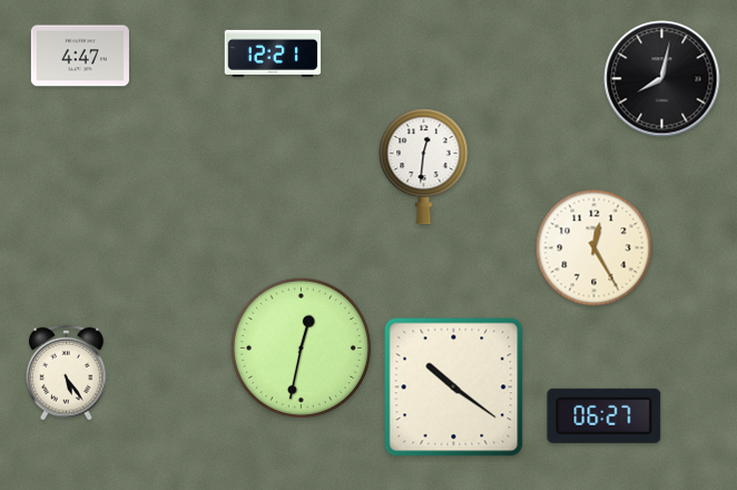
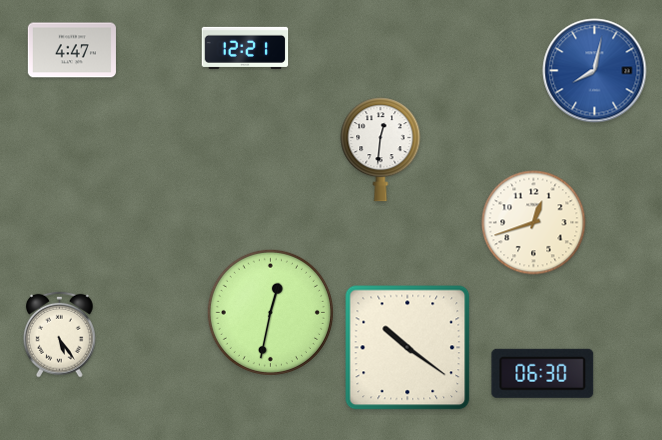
clock at (662, 79) dial: black -> blue
clock at (594, 248): 12:25 -> 12:42
clock at (605, 415): 06:27 -> 06:30
